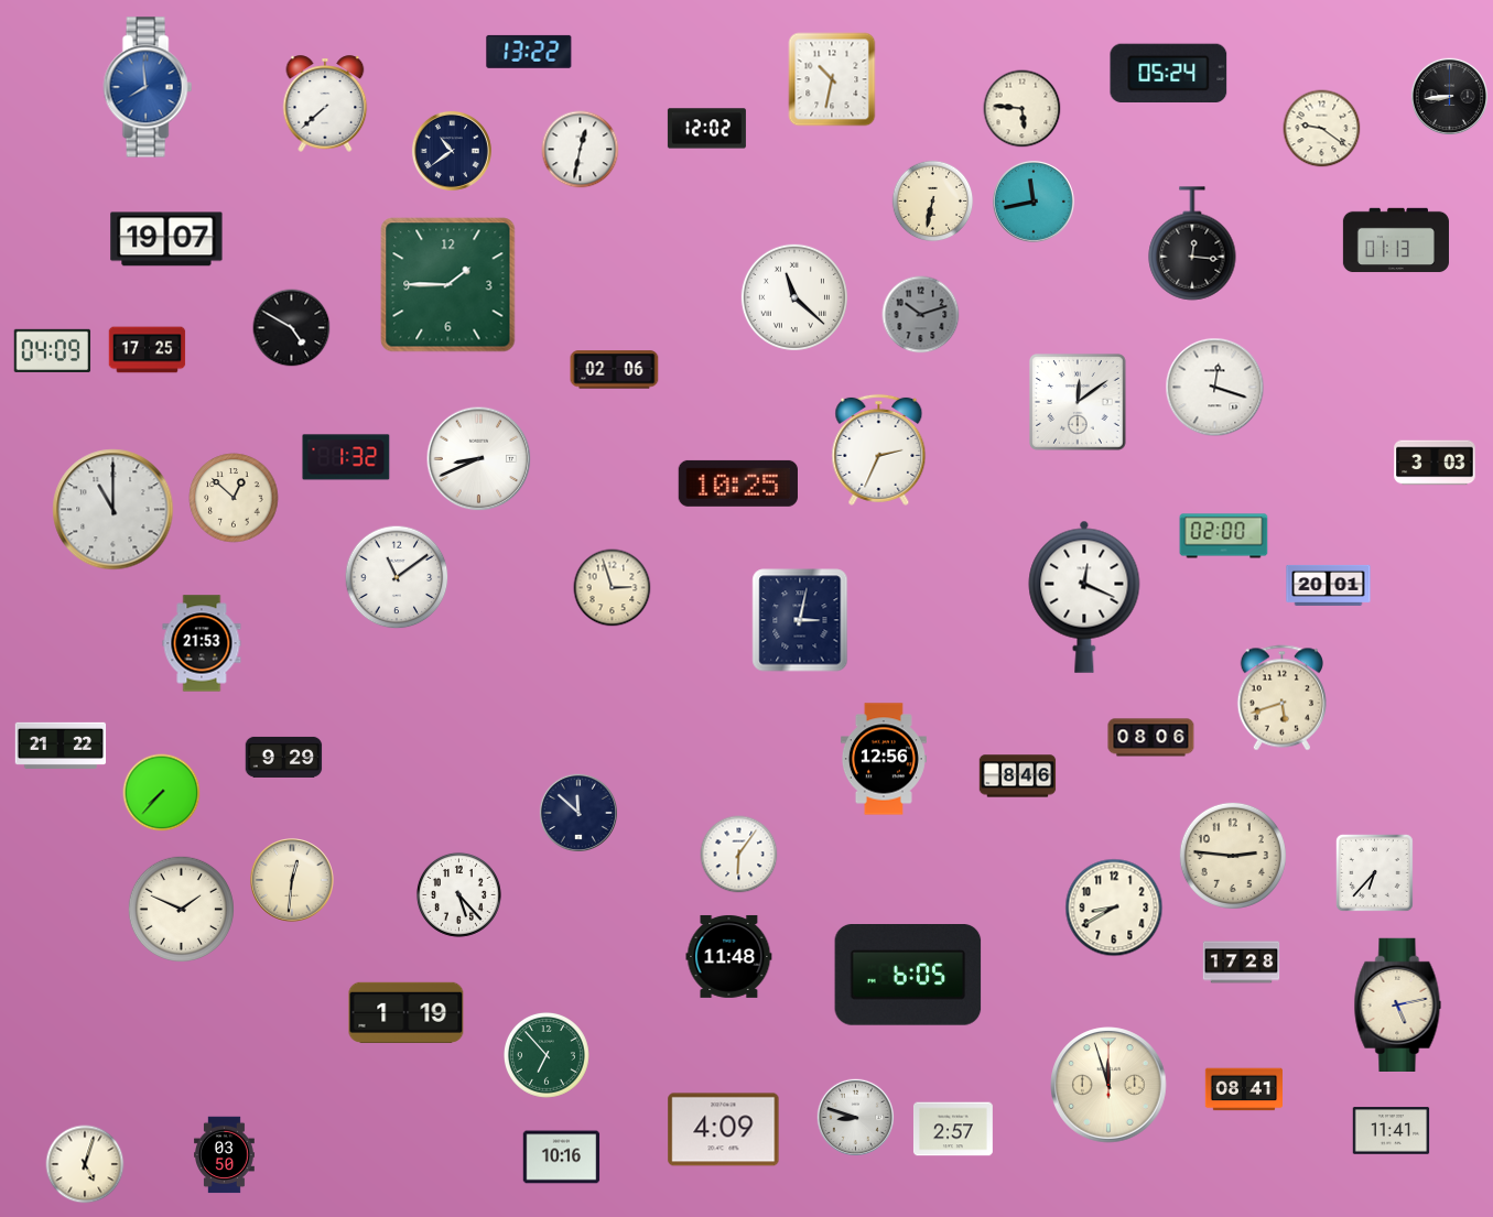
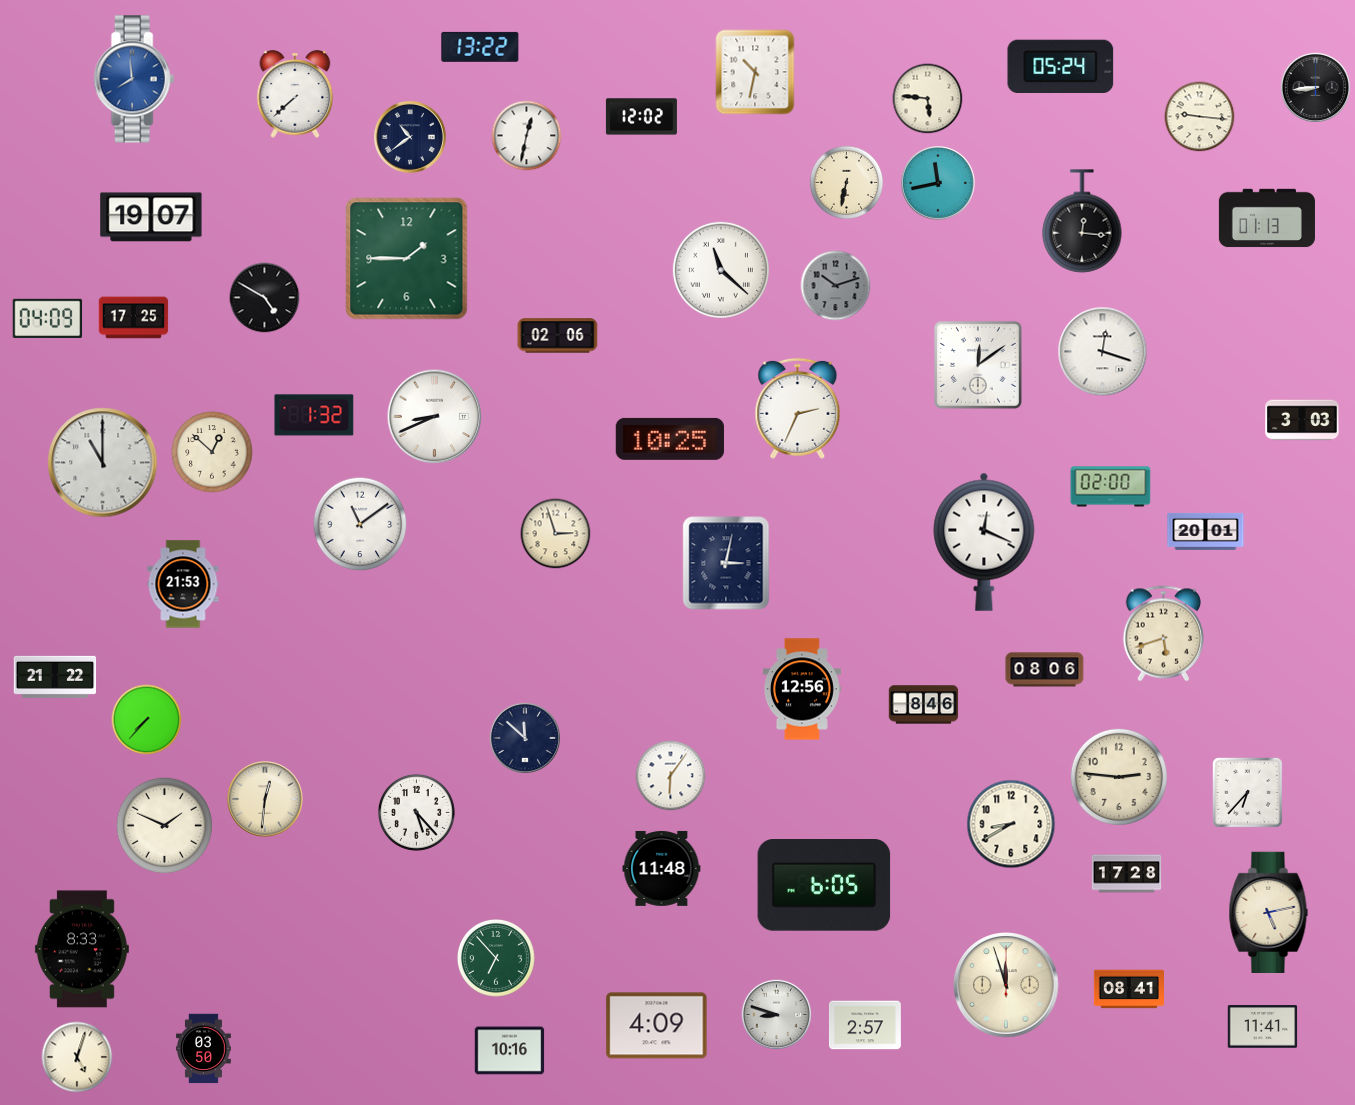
clock at (1322, 129): 9:21 -> 9:16
clock at (284, 757): 9:29 -> none
clock at (407, 1012): 1:19 -> none
clock at (82, 949): none -> 8:33
